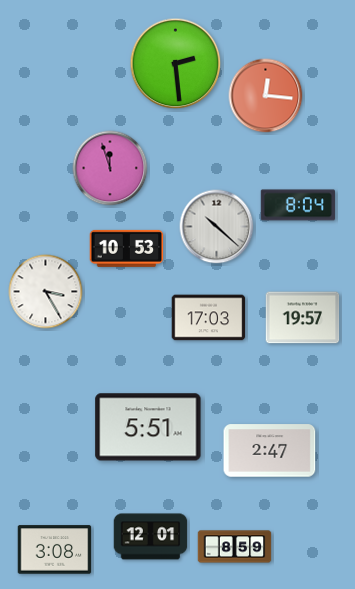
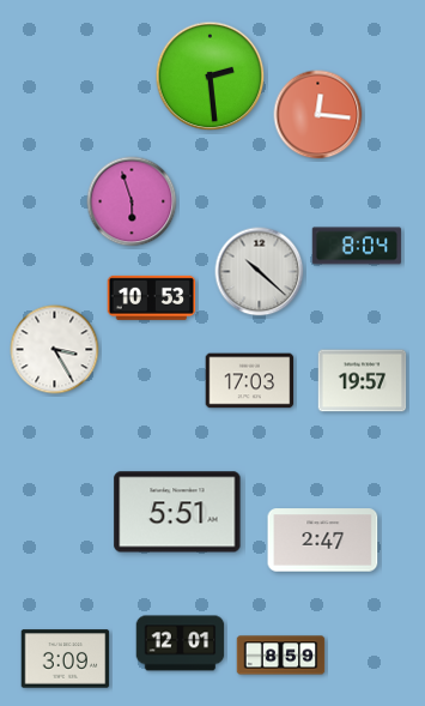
clock at (110, 168): 11:57 -> 5:57
clock at (55, 550): 3:08 -> 3:09
